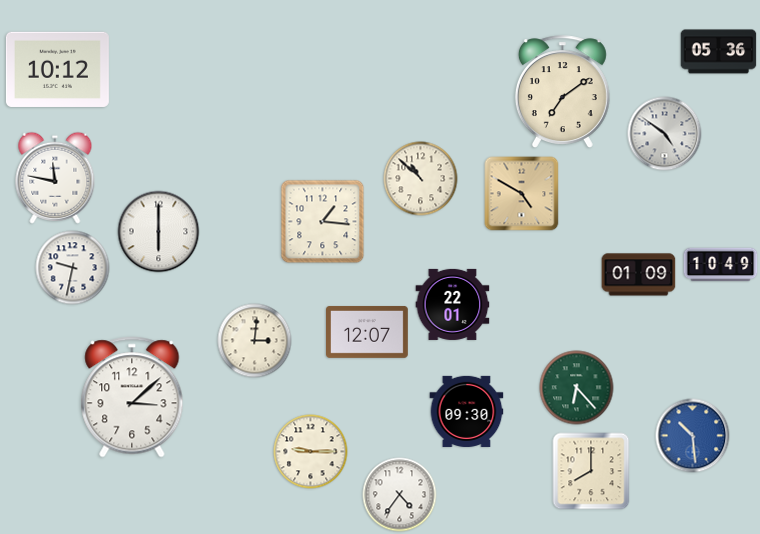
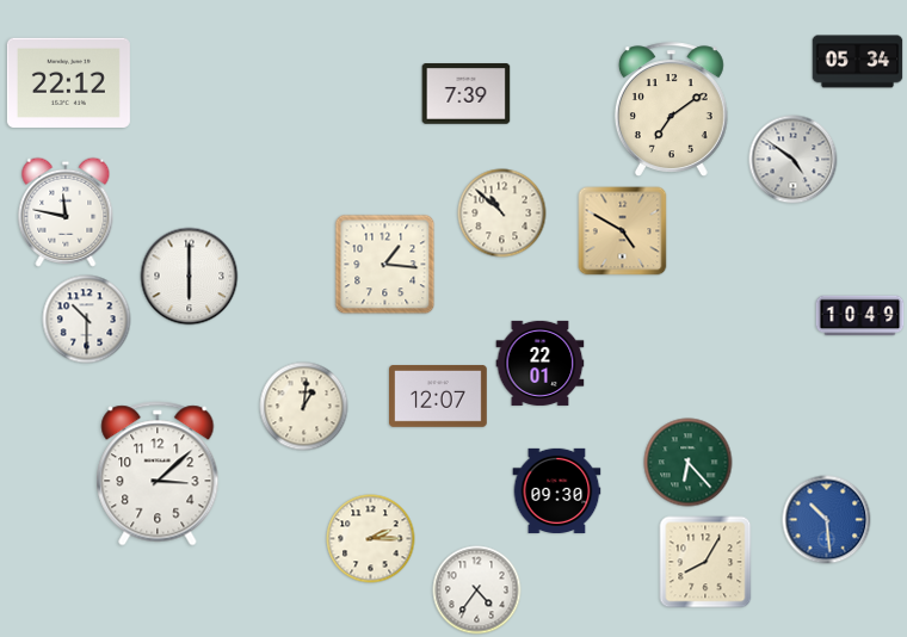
clock at (719, 52): 05:36 -> 05:34
clock at (57, 69): 10:12 -> 22:12
clock at (467, 94): none -> 7:39
clock at (73, 268): 9:32 -> 10:30
clock at (639, 275): 01:09 -> none
clock at (255, 341): 3:01 -> 1:01
clock at (311, 452): 9:15 -> 2:15
clock at (591, 471): 8:00 -> 8:05
